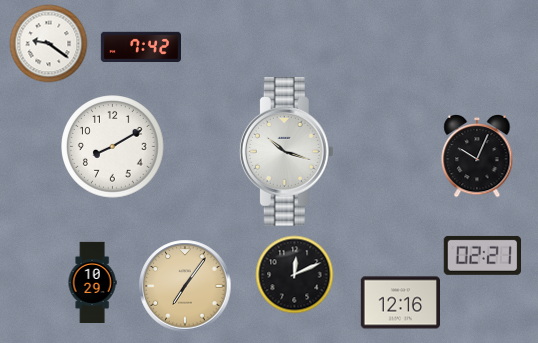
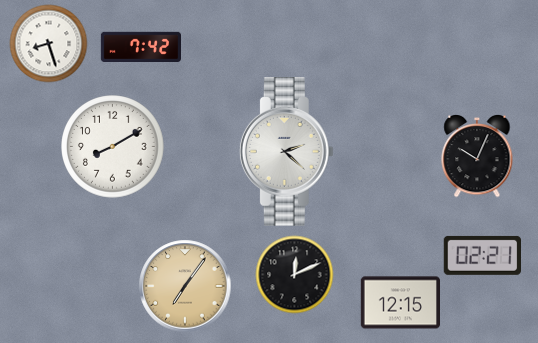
clock at (48, 43): 9:21 -> 8:27
clock at (286, 152): 10:18 -> 2:22
clock at (92, 282): 10:29 -> none
clock at (400, 303): 12:16 -> 12:15
